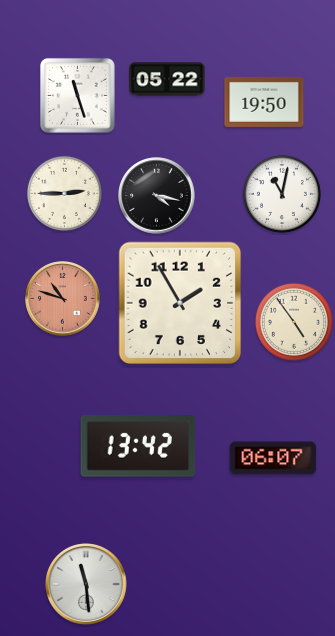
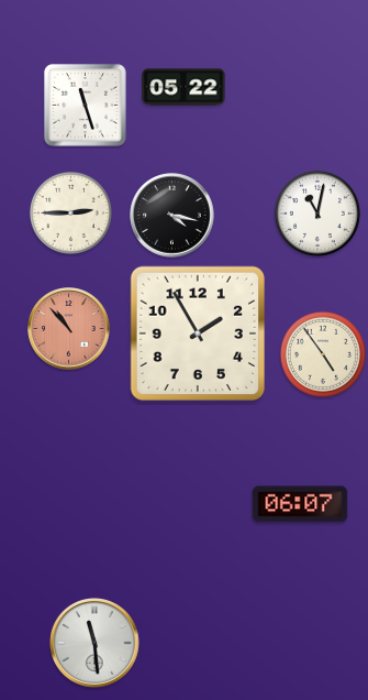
clock at (264, 102): 19:50 -> none
clock at (282, 194) position: (282, 194) -> (317, 214)
clock at (63, 299): 10:48 -> 10:53
clock at (138, 446): 13:42 -> none
